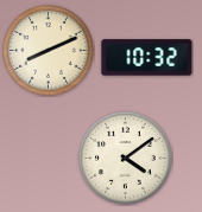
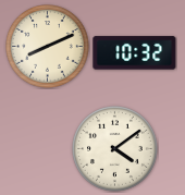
clock at (49, 51) position: (49, 51) -> (48, 47)
clock at (126, 159) position: (126, 159) -> (115, 149)
